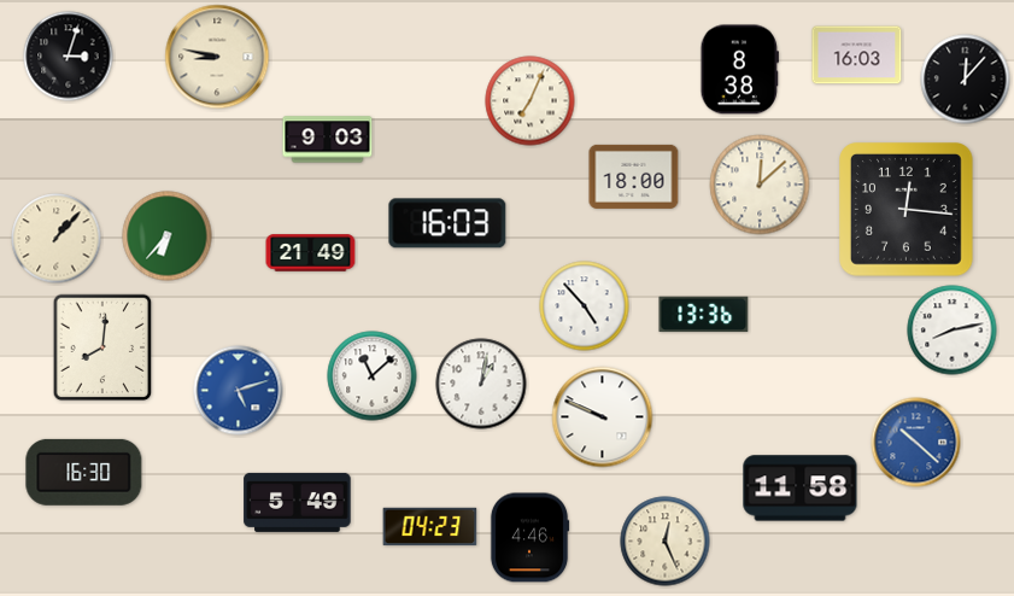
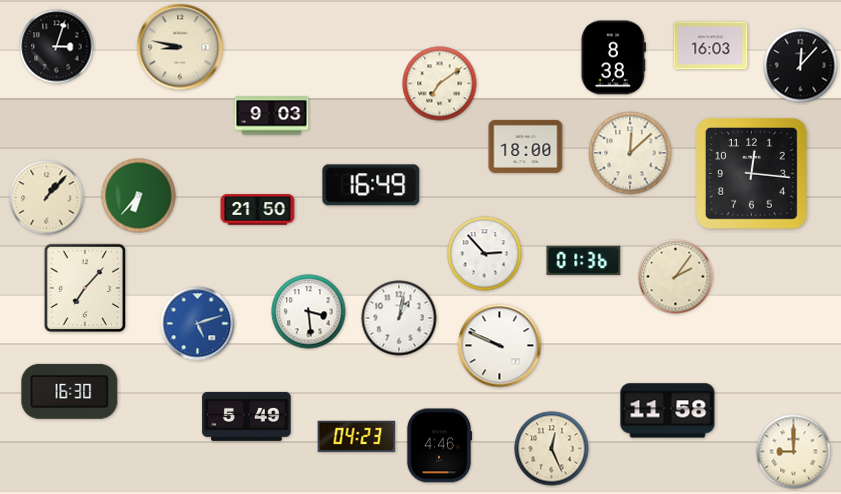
clock at (531, 101): 7:04 -> 7:09
clock at (447, 223): 16:03 -> 16:49
clock at (311, 253): 21:49 -> 21:50
clock at (585, 306): 4:53 -> 2:53
clock at (704, 315): 13:36 -> 01:36
clock at (953, 331): 8:13 -> none
clock at (676, 277): none -> 2:06
clock at (102, 347): 8:01 -> 7:07
clock at (373, 376): 11:08 -> 3:29
clock at (916, 443): 10:22 -> none
clock at (801, 489) position: (801, 489) -> (668, 411)
clock at (794, 452): none -> 9:00
